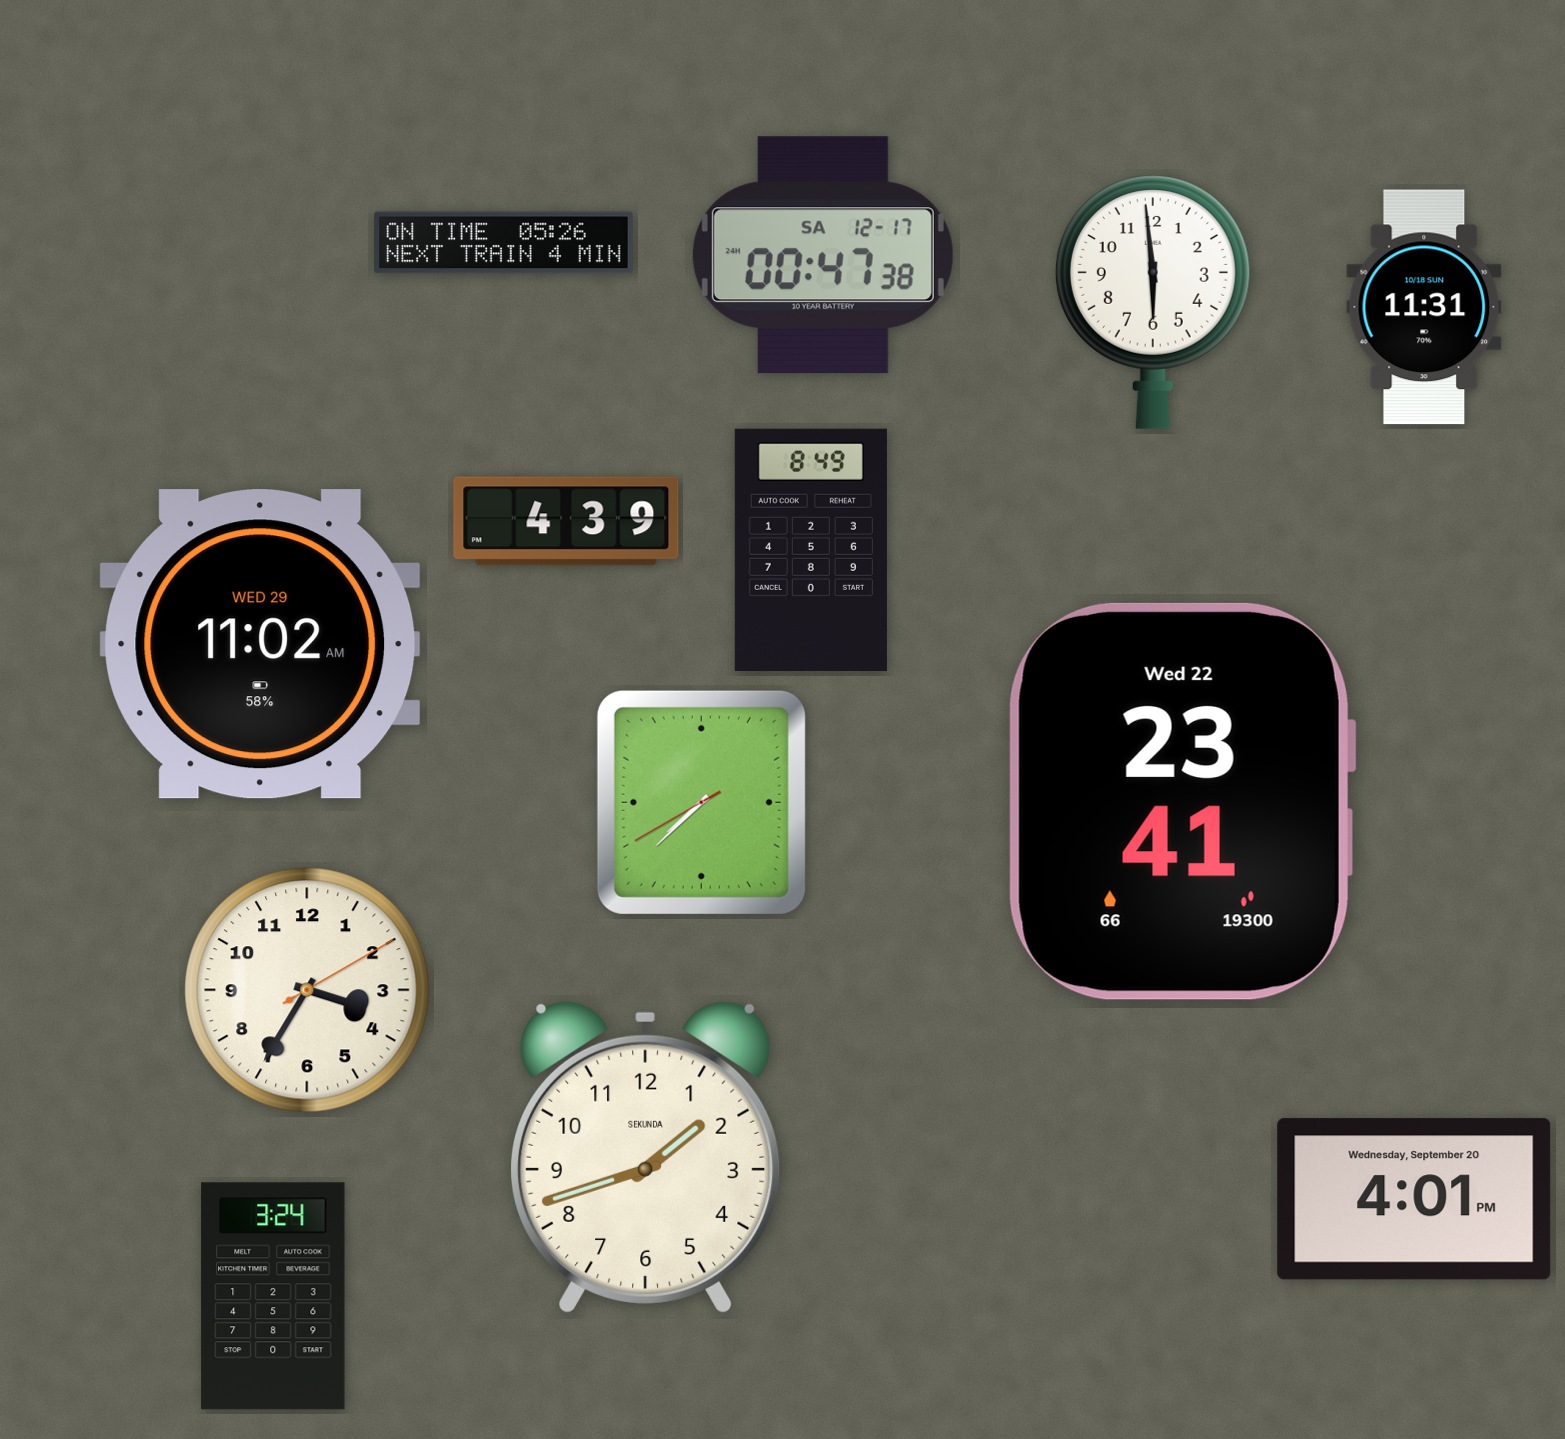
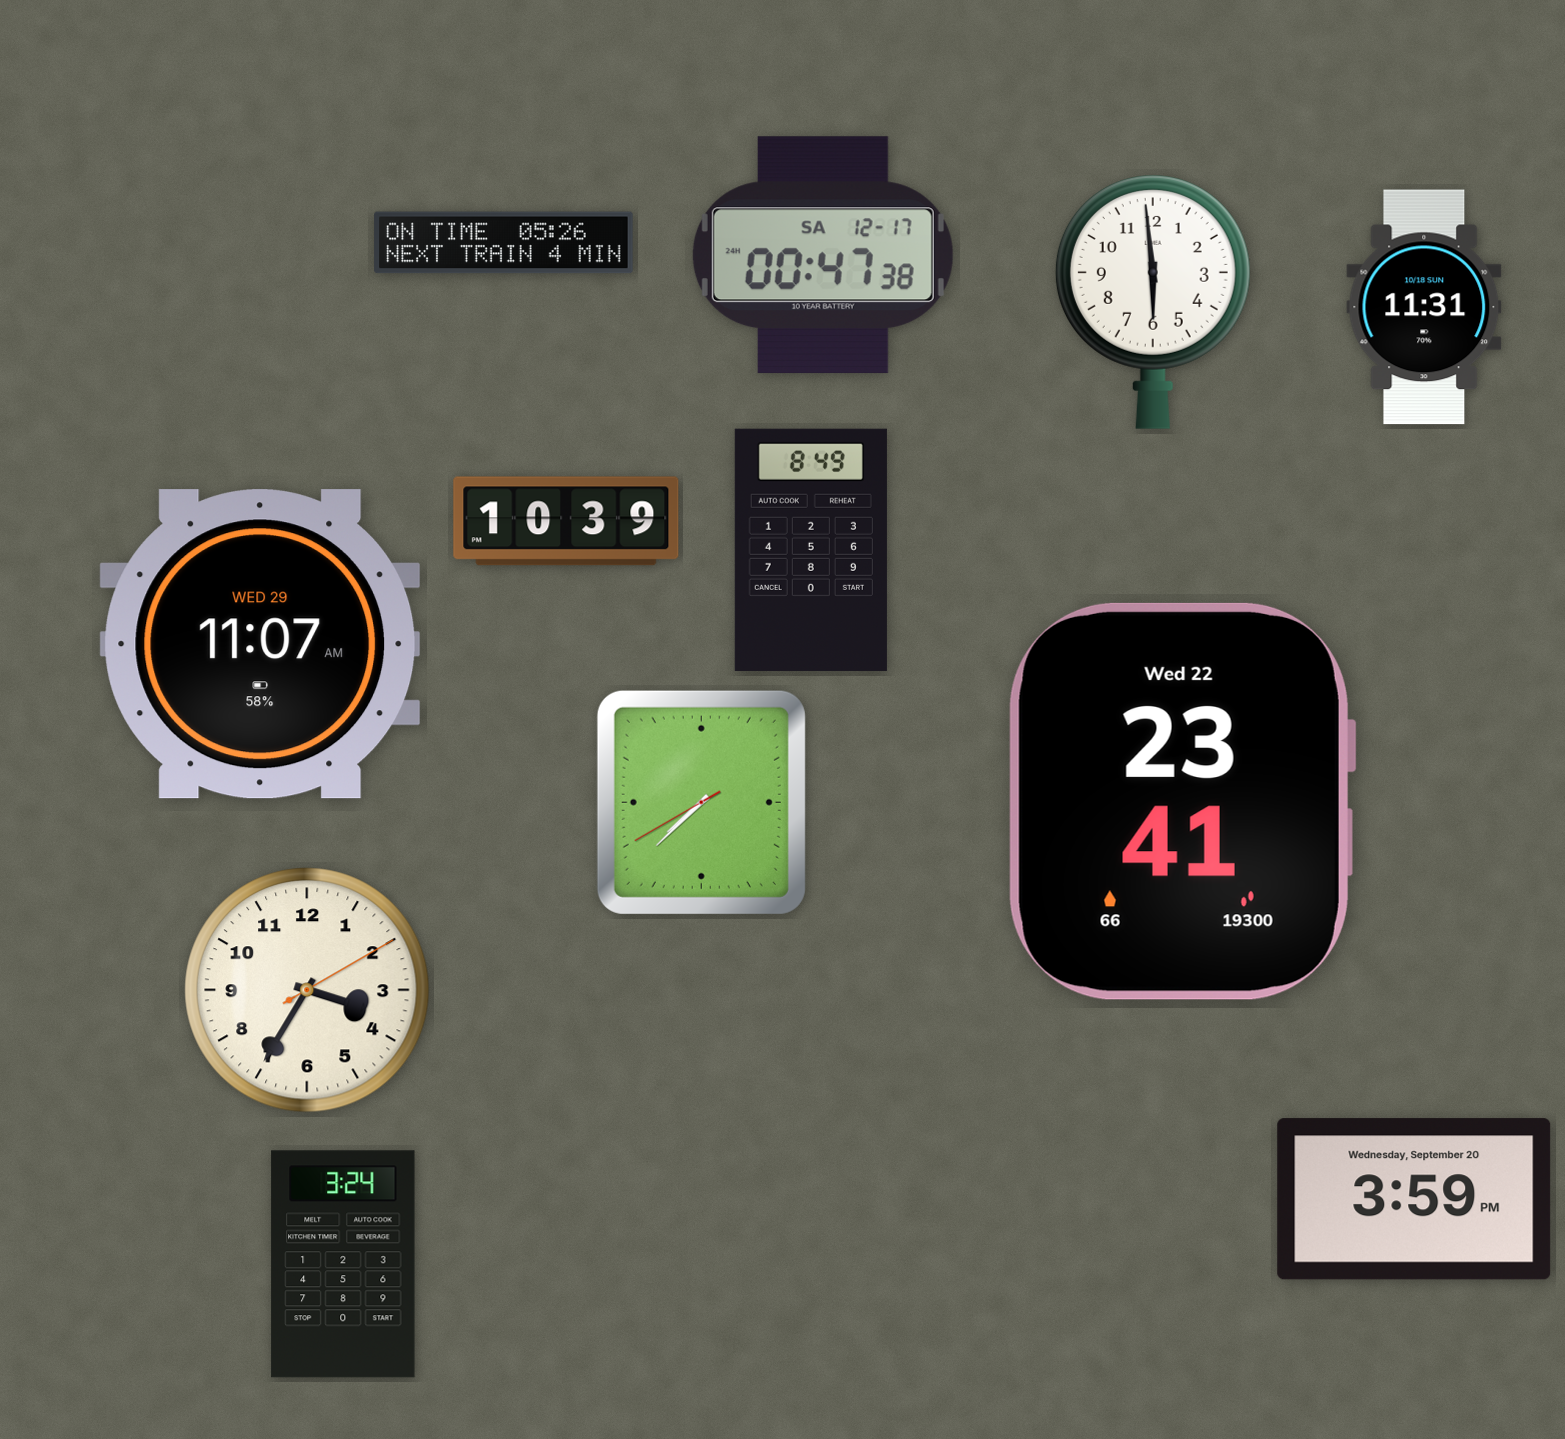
clock at (566, 521): 4:39 -> 10:39
clock at (260, 644): 11:02 -> 11:07
clock at (646, 1157): 1:42 -> none
clock at (1414, 1199): 4:01 -> 3:59
clock at (273, 1296) position: (273, 1296) -> (343, 1264)
